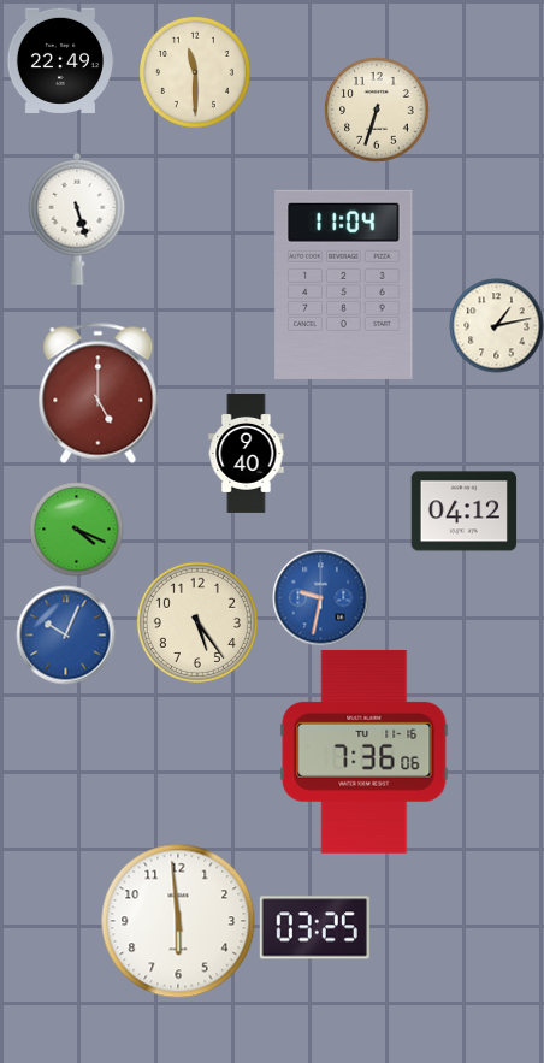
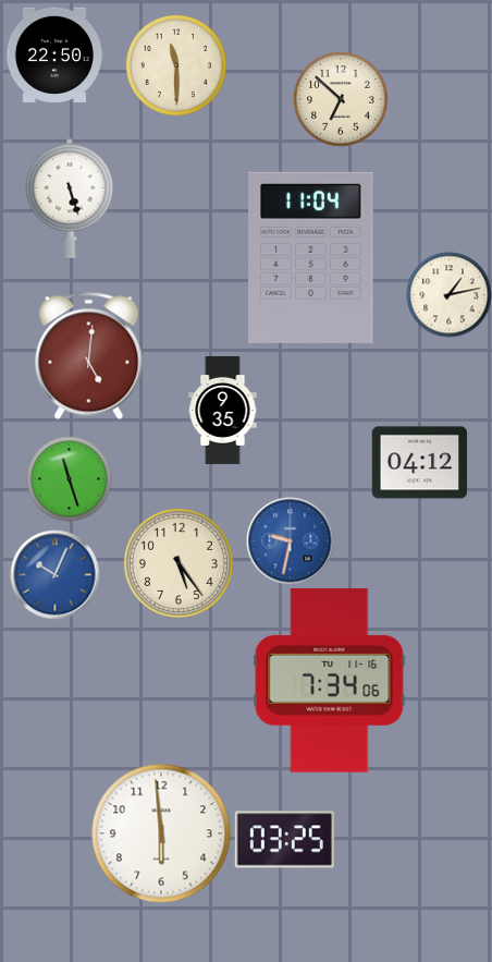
clock at (60, 60): 22:49 -> 22:50
clock at (377, 110): 6:33 -> 6:52
clock at (99, 392): 5:00 -> 5:01
clock at (247, 453): 9:40 -> 9:35
clock at (76, 528): 4:19 -> 11:27
clock at (65, 634) position: (65, 634) -> (54, 574)
clock at (365, 751): 7:36 -> 7:34
